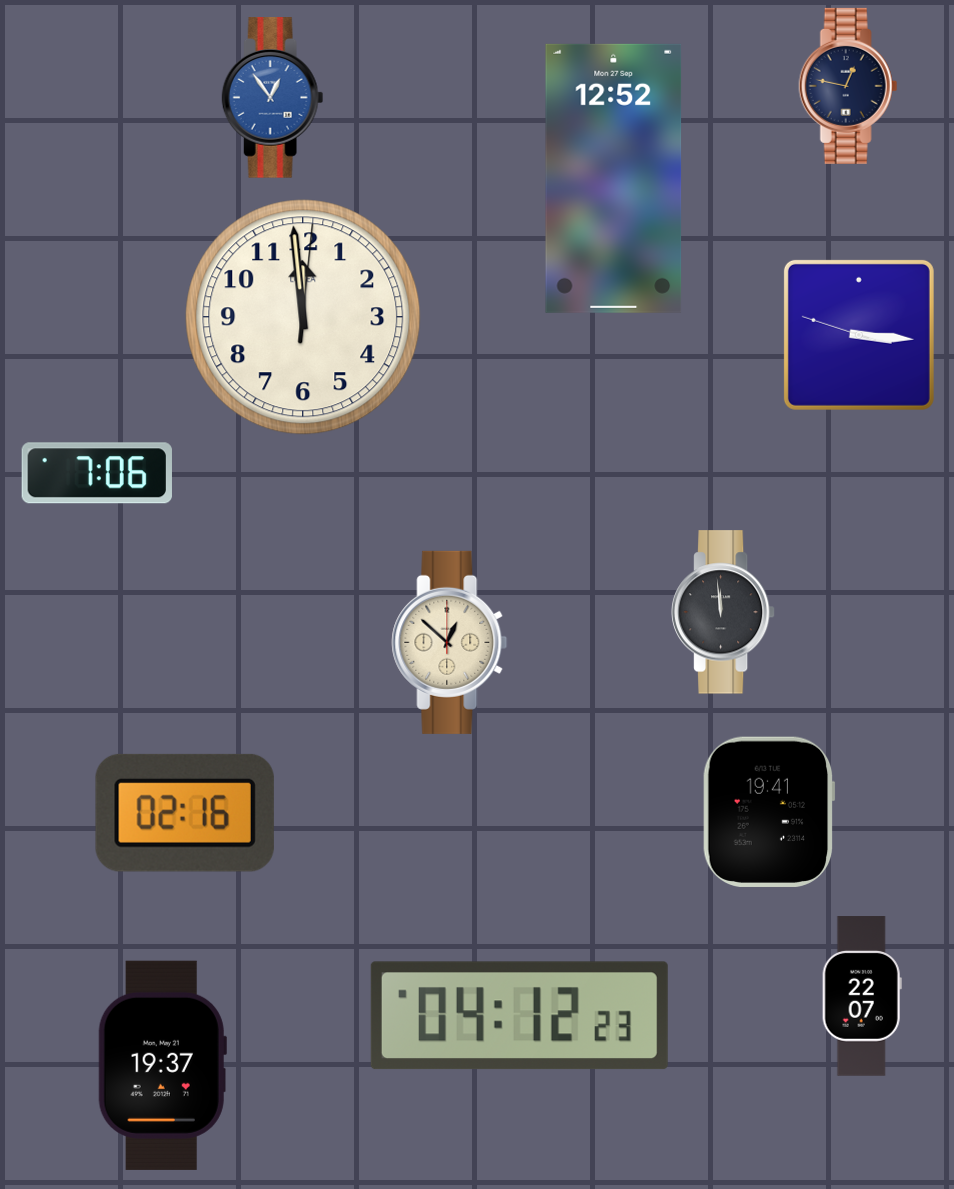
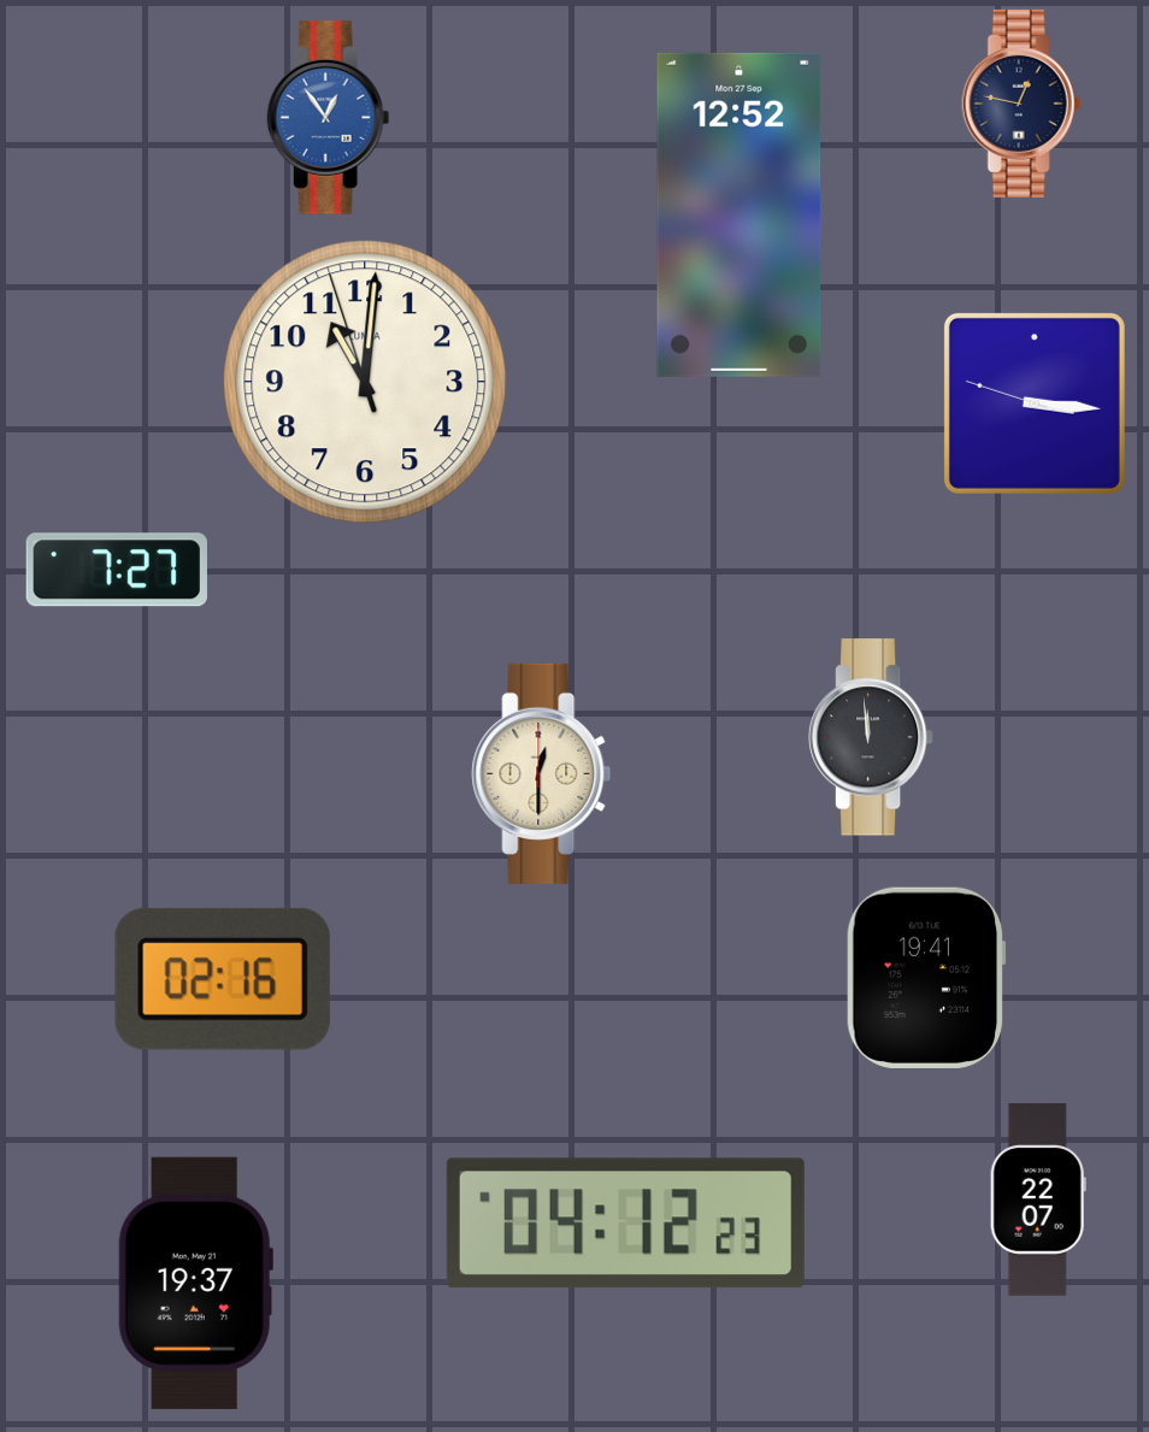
clock at (303, 317): 11:59 -> 11:00
clock at (97, 473): 7:06 -> 7:27
clock at (450, 642): 12:52 -> 12:30
